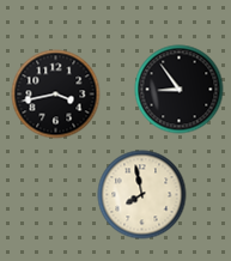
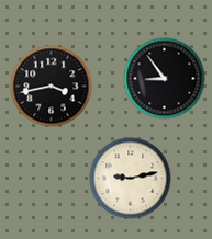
clock at (180, 90) position: (180, 90) -> (165, 79)
clock at (142, 195): 7:58 -> 9:13
